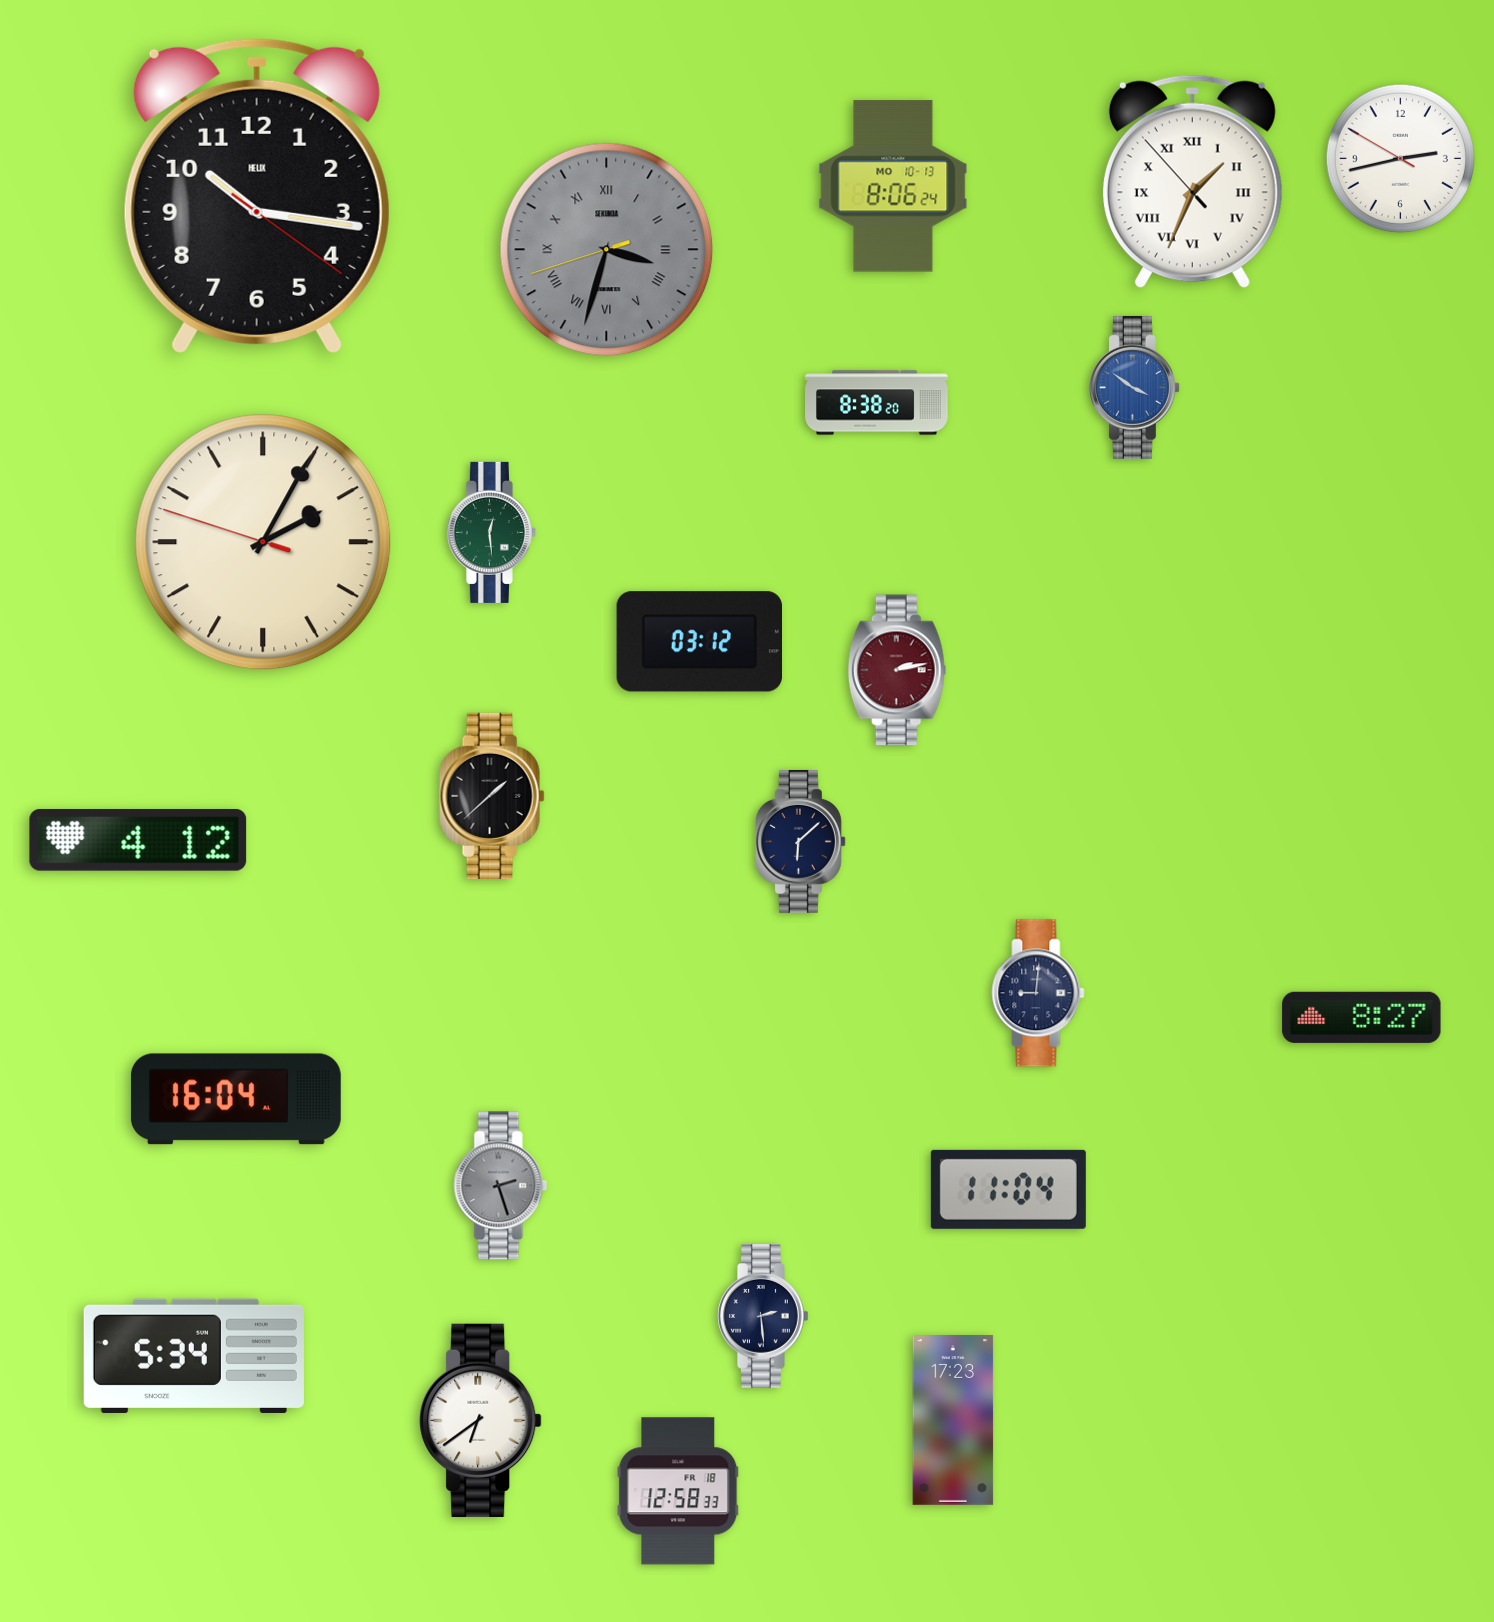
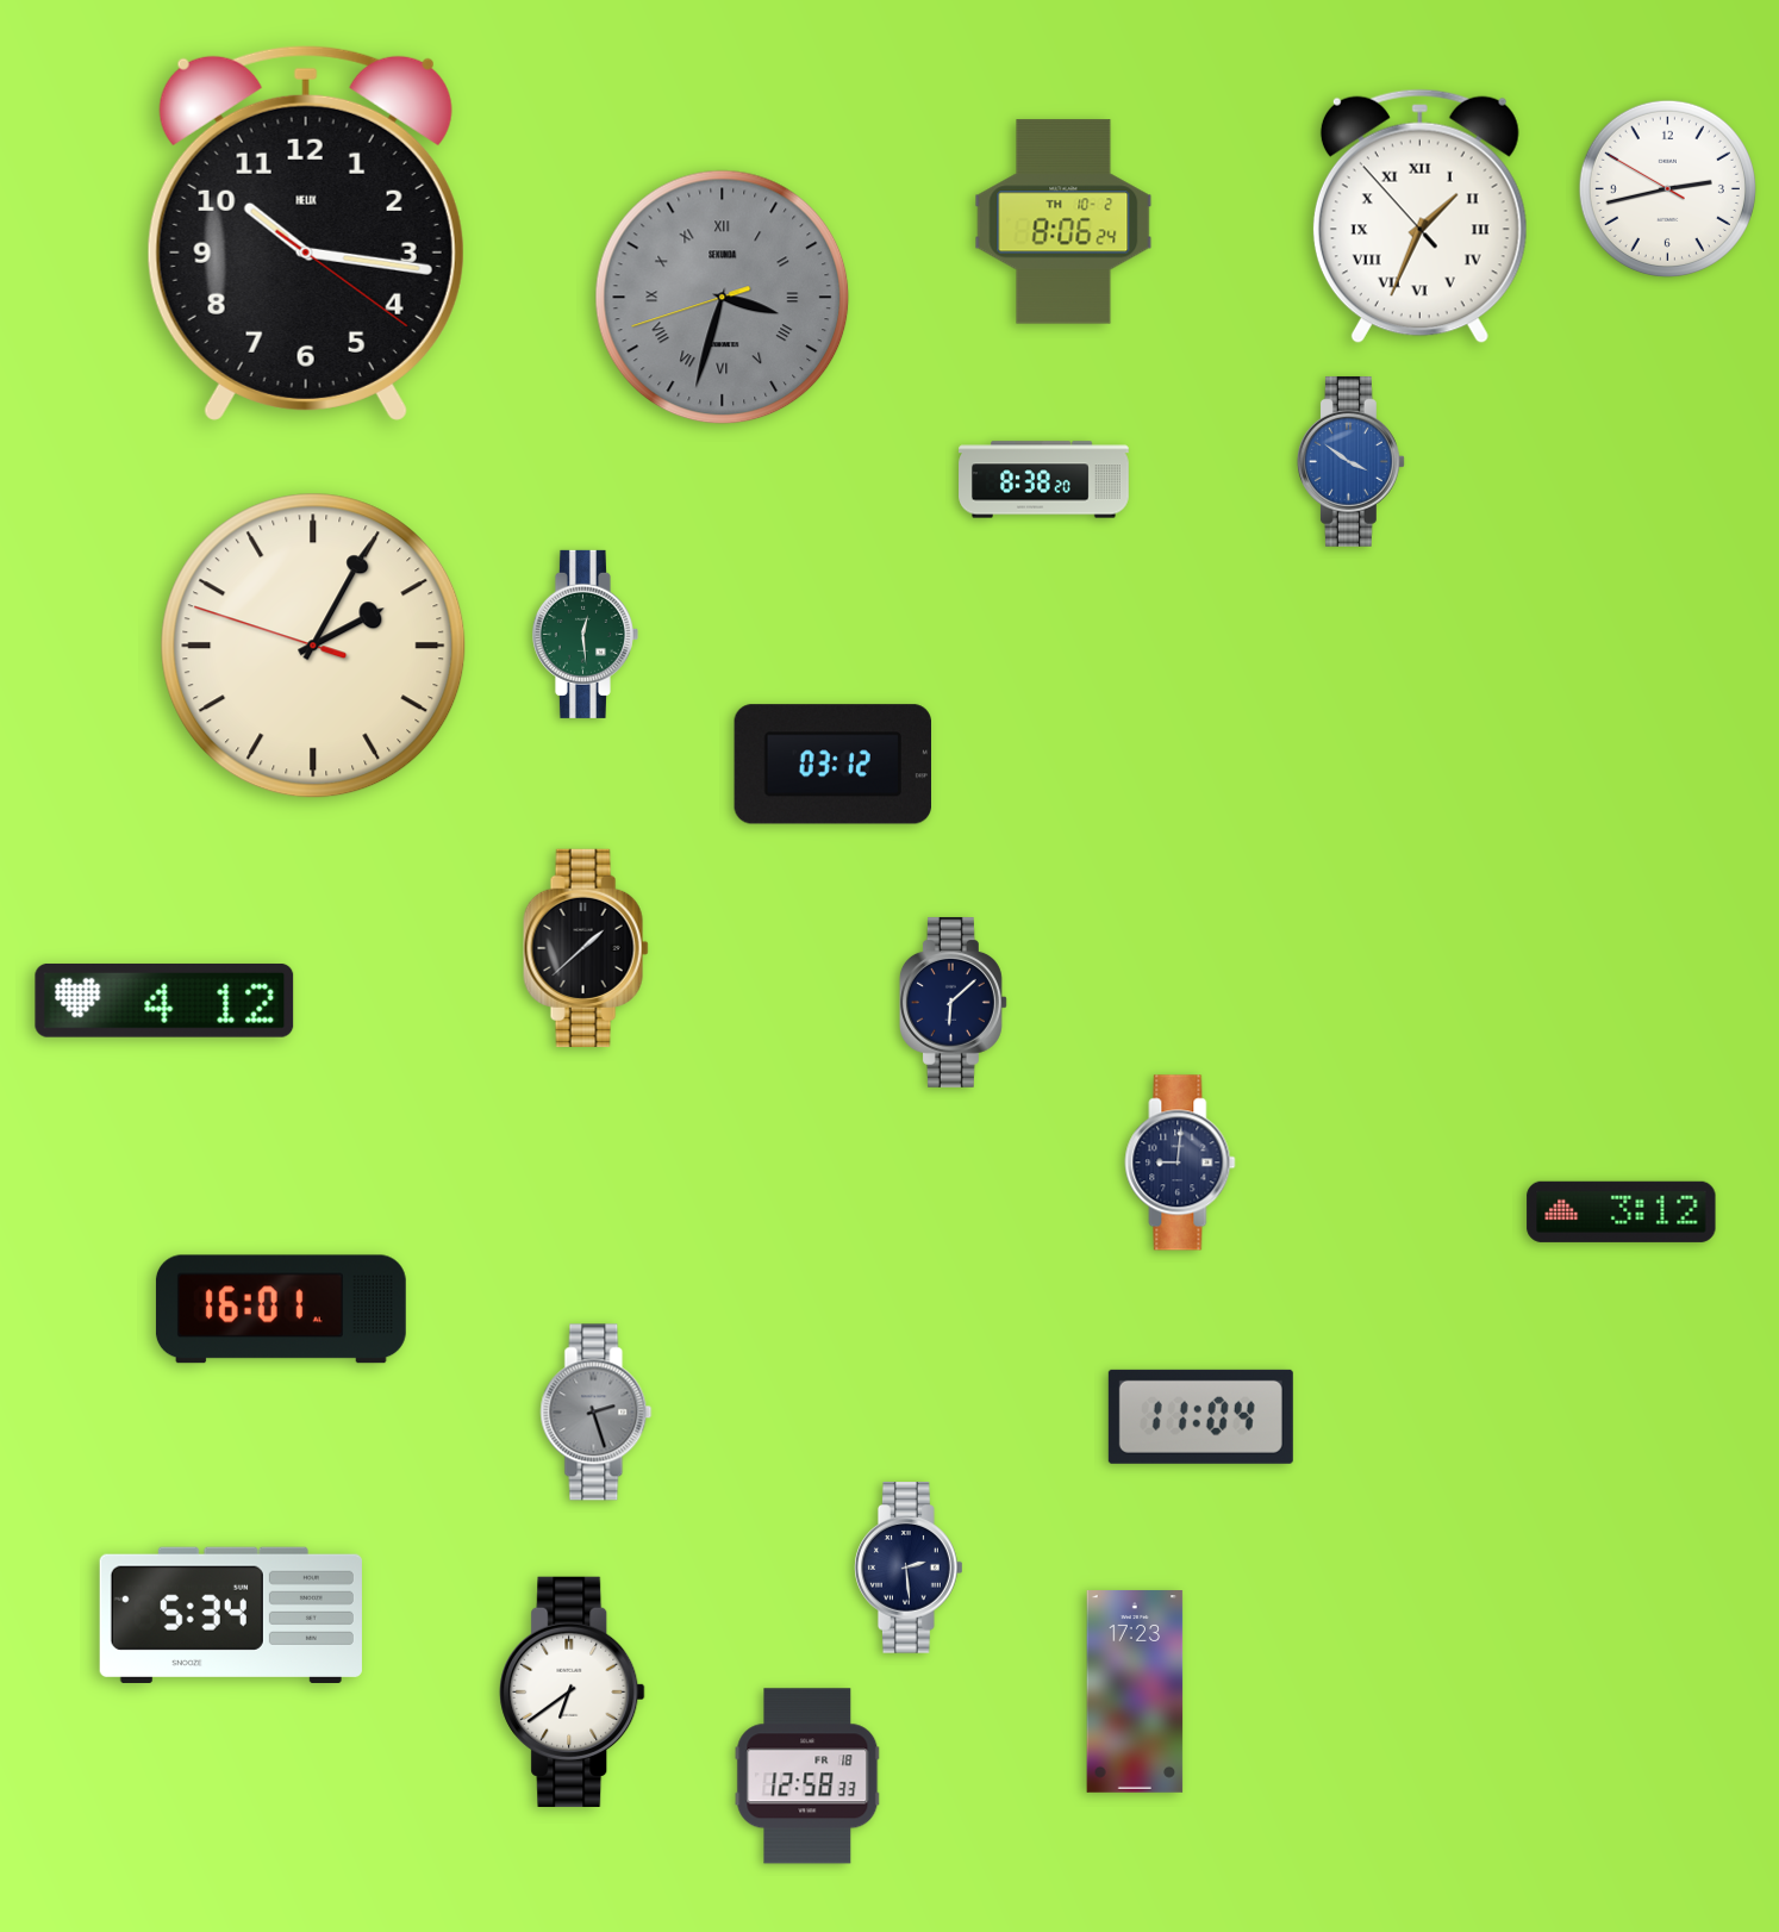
clock at (893, 186) date: MO 10-13 -> TH 10-2
clock at (897, 670): 2:13 -> none
clock at (1038, 993) position: (1038, 993) -> (1180, 1163)
clock at (1362, 1017): 8:27 -> 3:12
clock at (236, 1099): 16:04 -> 16:01
